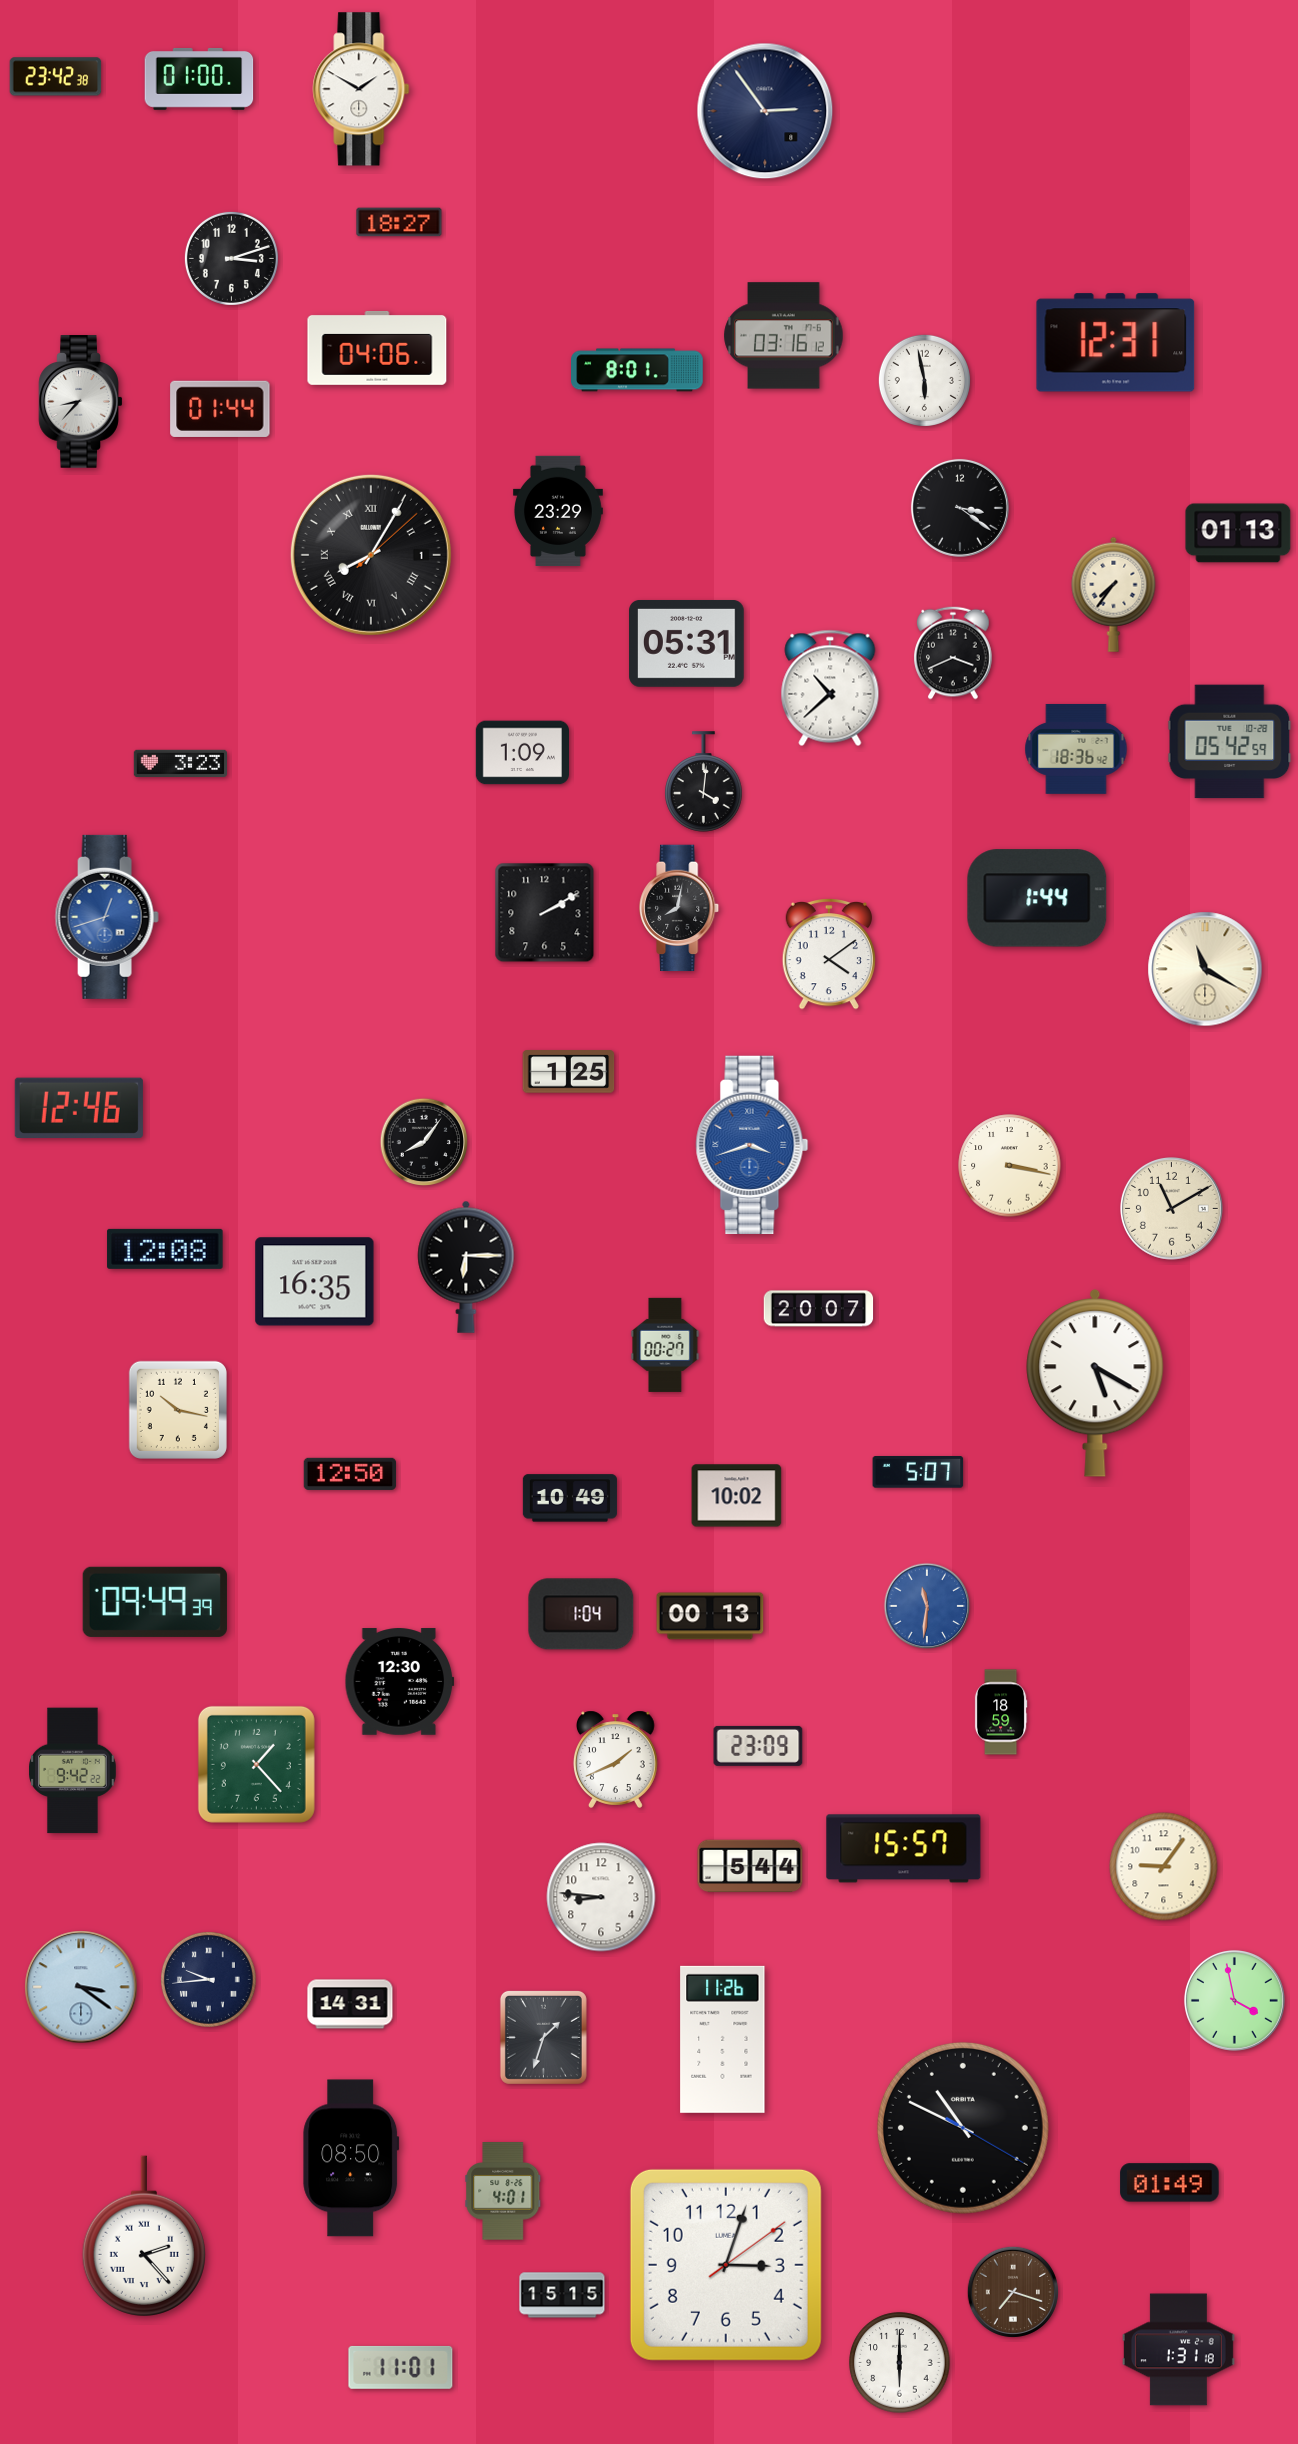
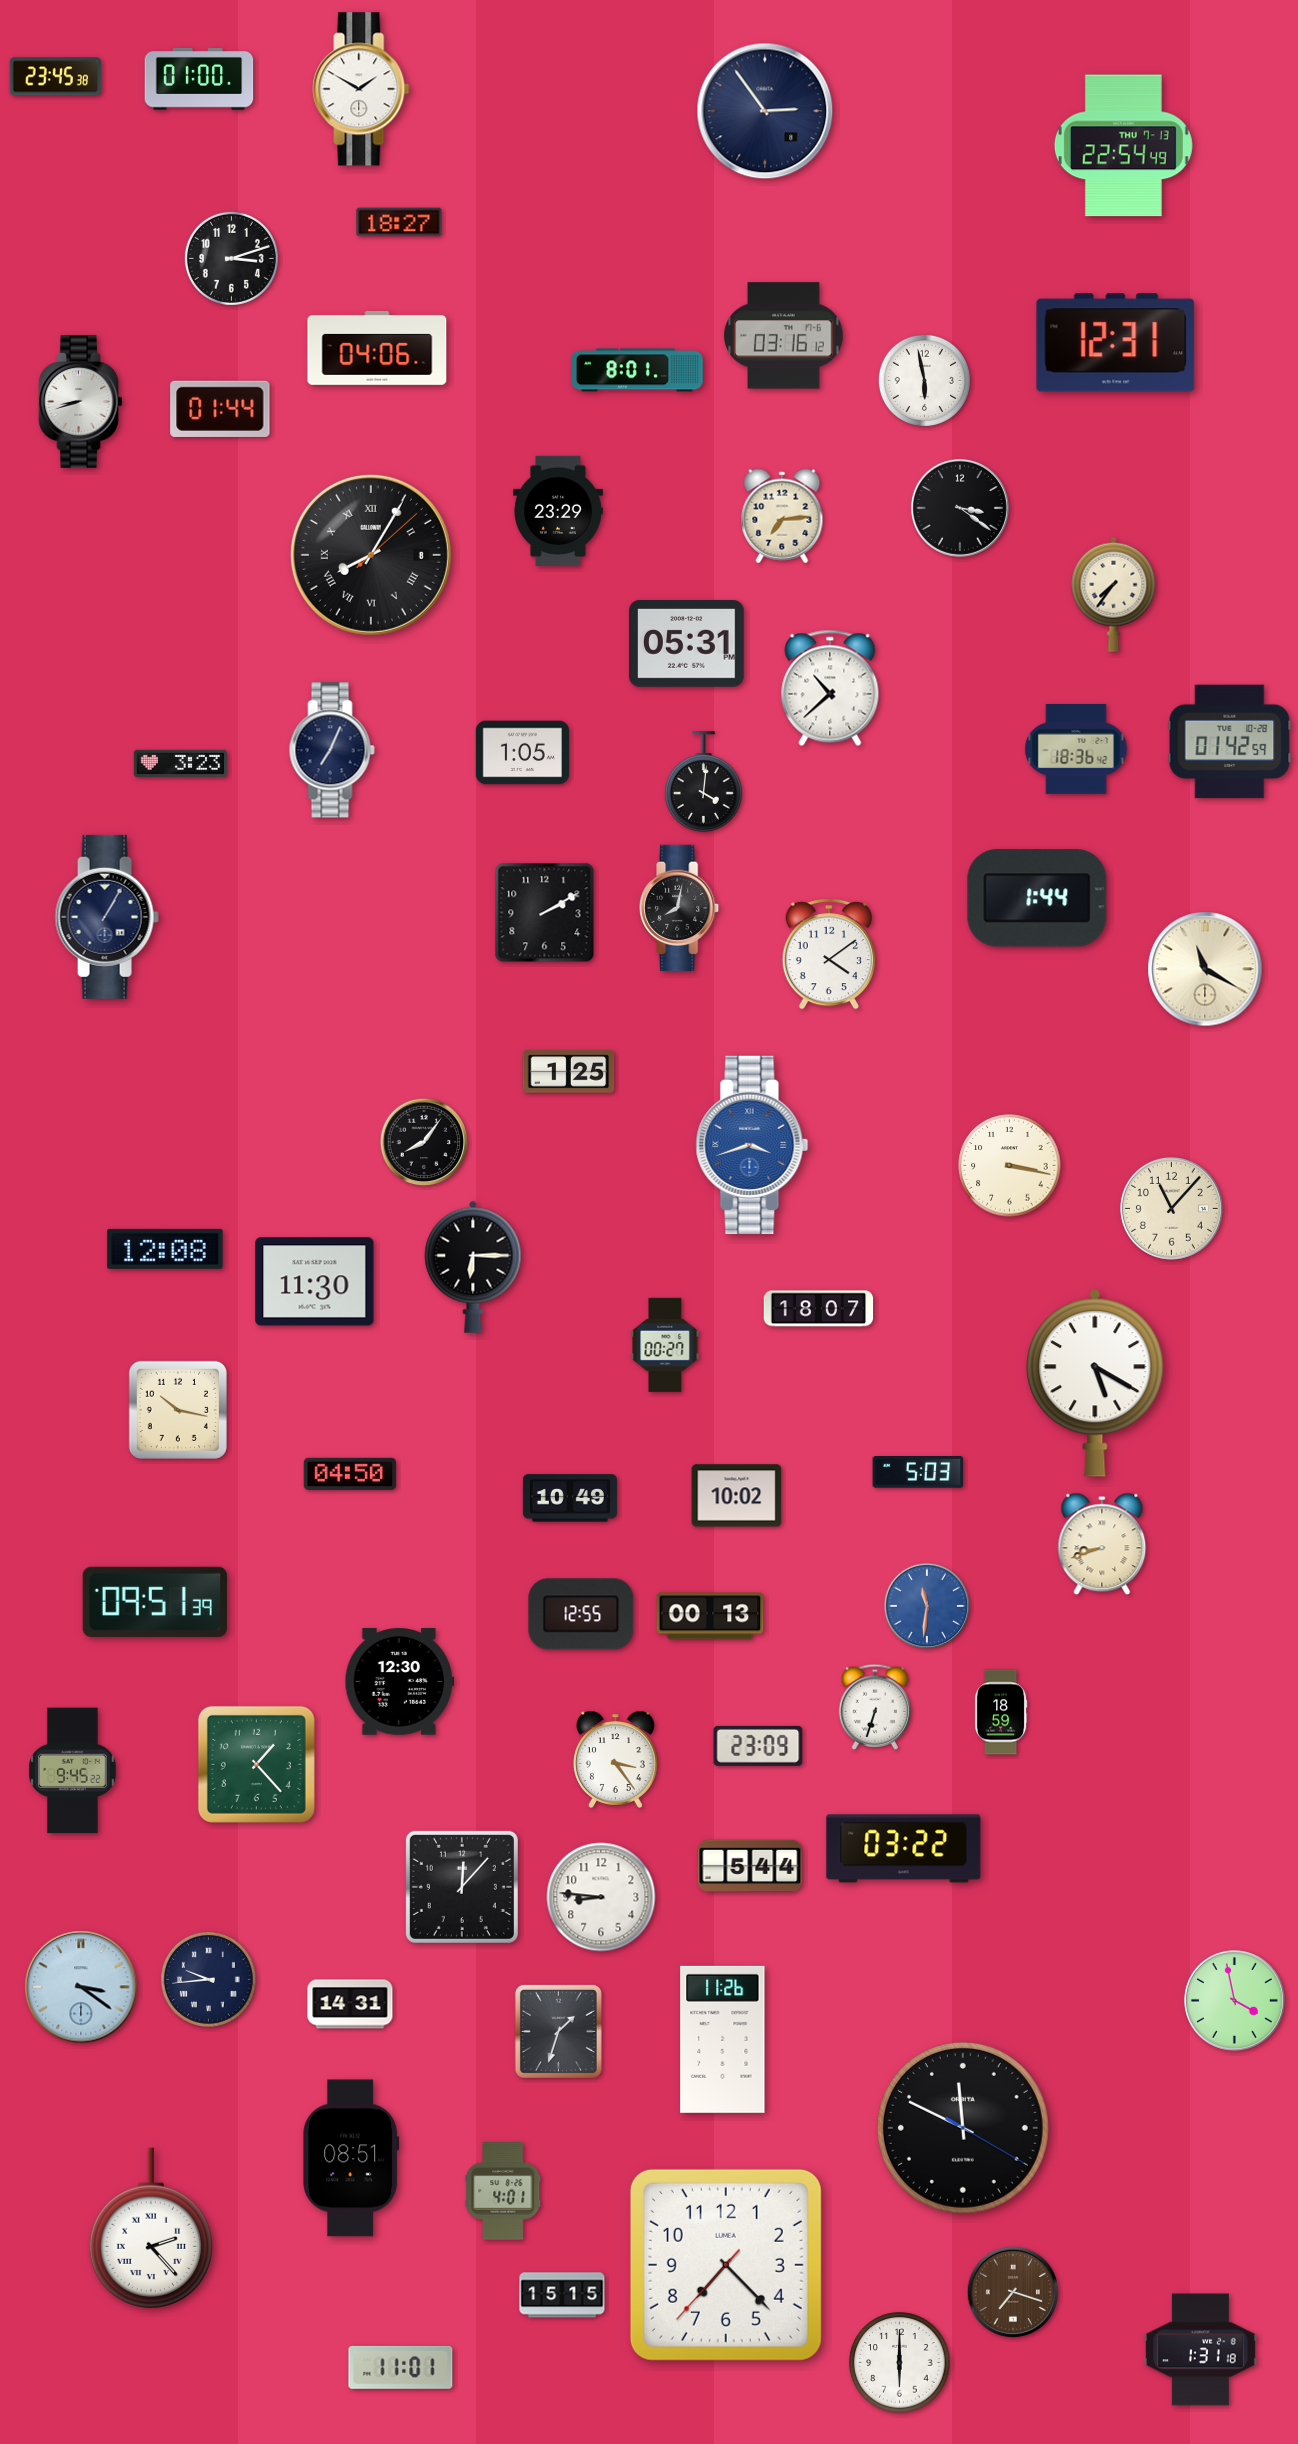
clock at (56, 77): 23:42 -> 23:45
clock at (1123, 146): none -> 22:54
clock at (81, 402): 8:37 -> 8:42
clock at (782, 516): none -> 7:14
clock at (1238, 533): 01:13 -> none
clock at (371, 555) date: 1 -> 8
clock at (953, 653): 3:41 -> none
clock at (1230, 742): 05:42 -> 01:42
clock at (332, 750): none -> 7:04
clock at (522, 753): 1:09 -> 1:05
clock at (107, 917): 12:42 -> 1:05
clock at (107, 917) dial: blue -> navy
clock at (79, 1108): 12:46 -> none
clock at (1172, 1209): 11:10 -> 11:07
clock at (466, 1267) position: (466, 1267) -> (473, 1267)
clock at (315, 1282): 16:35 -> 11:30
clock at (819, 1309): 20:07 -> 18:07
clock at (918, 1472): 5:07 -> 5:03
clock at (350, 1474): 12:50 -> 04:50
clock at (1102, 1544): none -> 8:42
clock at (155, 1602): 09:49 -> 09:51
clock at (581, 1614): 1:04 -> 12:55
clock at (875, 1707): none -> 6:33
clock at (615, 1759): 1:41 -> 3:24
clock at (73, 1771): 9:42 -> 9:45
clock at (904, 1849): 15:57 -> 03:22
clock at (1164, 1867): 9:06 -> none
clock at (462, 1887): none -> 12:07
clock at (543, 2037) position: (543, 2037) -> (558, 2031)
clock at (963, 2128): 10:49 -> 11:49
clock at (351, 2158): 08:50 -> 08:51
clock at (1170, 2183): 01:49 -> none
clock at (144, 2236) position: (144, 2236) -> (151, 2228)
clock at (726, 2265): 3:03 -> 7:22
clock at (1178, 2350) position: (1178, 2350) -> (1200, 2350)
